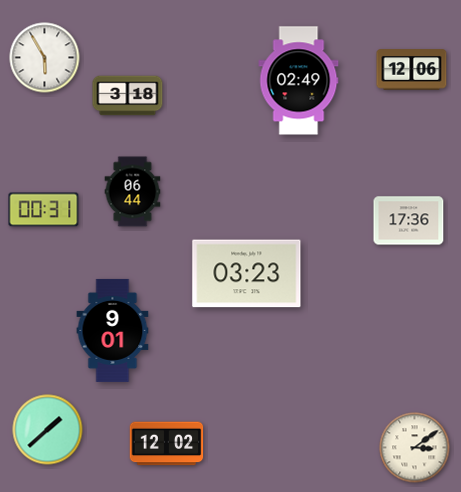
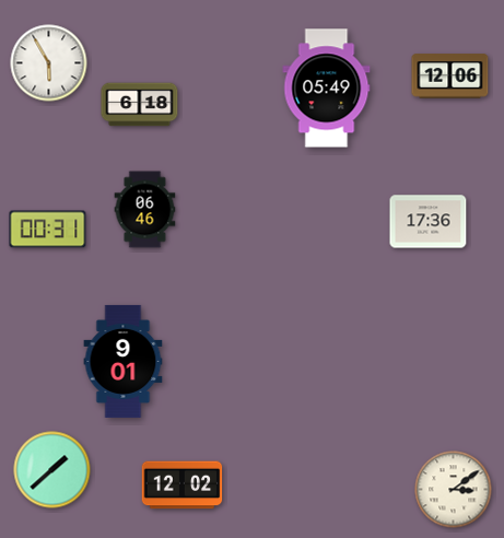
clock at (299, 81): 02:49 -> 05:49
clock at (128, 96): 3:18 -> 6:18
clock at (133, 192): 06:44 -> 06:46
clock at (409, 221) position: (409, 221) -> (429, 222)
clock at (247, 274): 03:23 -> none
